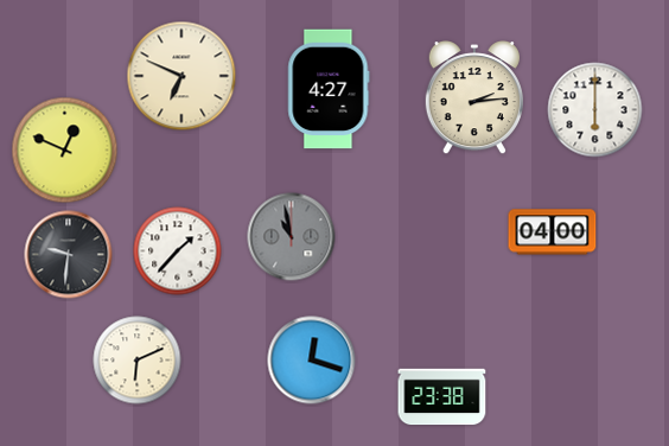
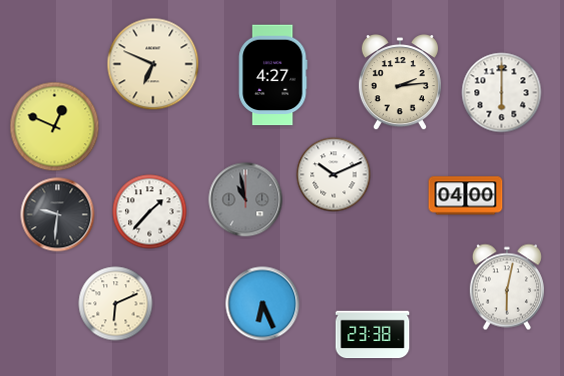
clock at (329, 89) position: (329, 89) -> (273, 75)
clock at (334, 175): none -> 10:11
clock at (507, 287): none -> 6:02
clock at (312, 361): 12:18 -> 6:26
